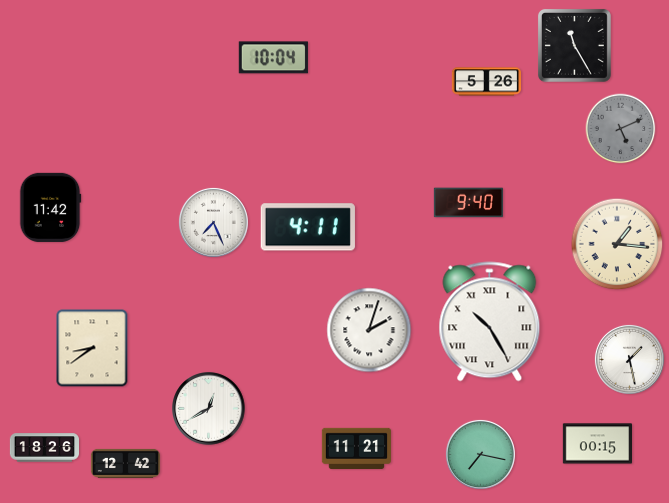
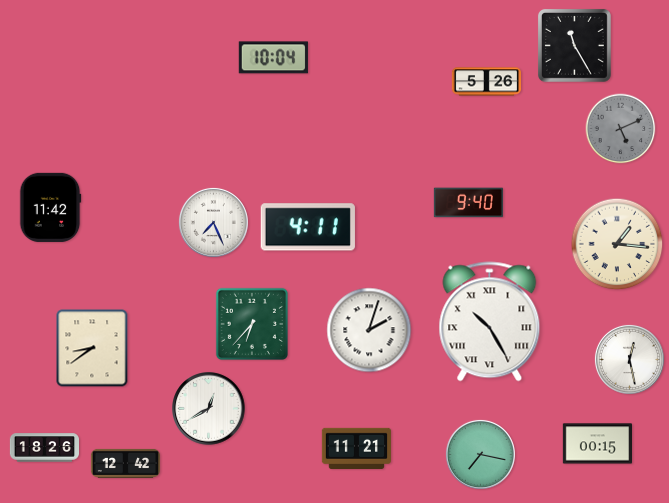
clock at (252, 324): none -> 6:37
clock at (629, 359): 1:28 -> 12:28
